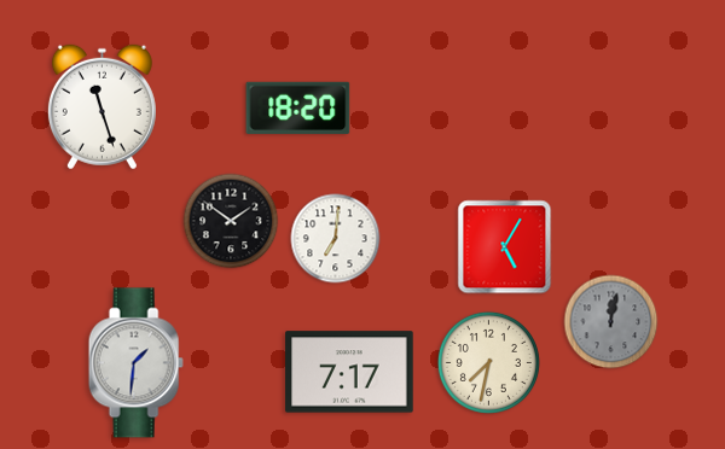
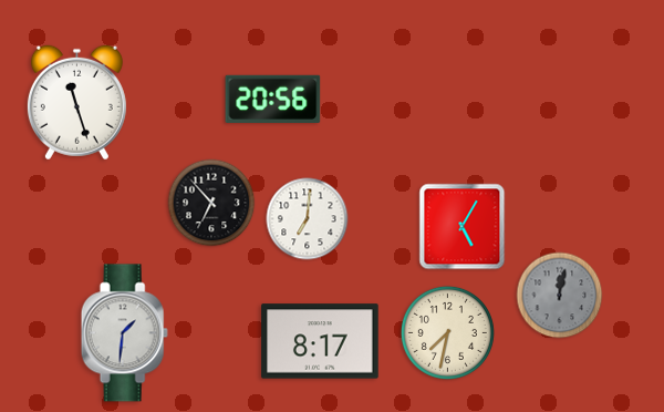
clock at (101, 107) position: (101, 107) -> (76, 103)
clock at (298, 107): 18:20 -> 20:56
clock at (231, 221): 1:51 -> 6:53
clock at (349, 372): 7:17 -> 8:17
